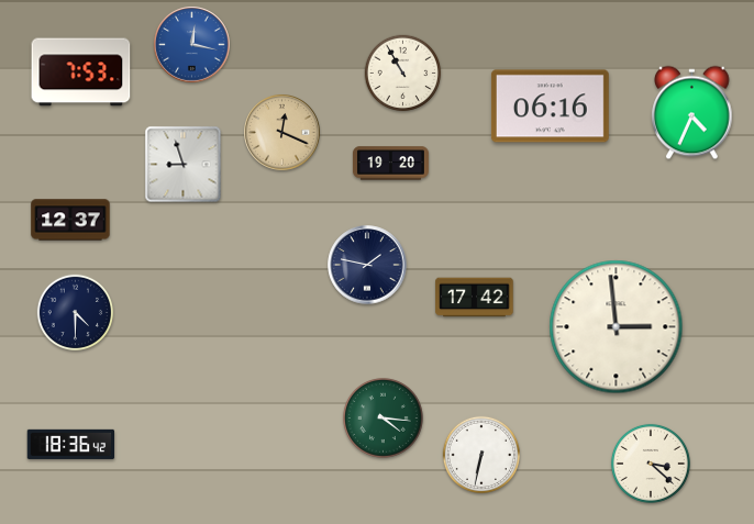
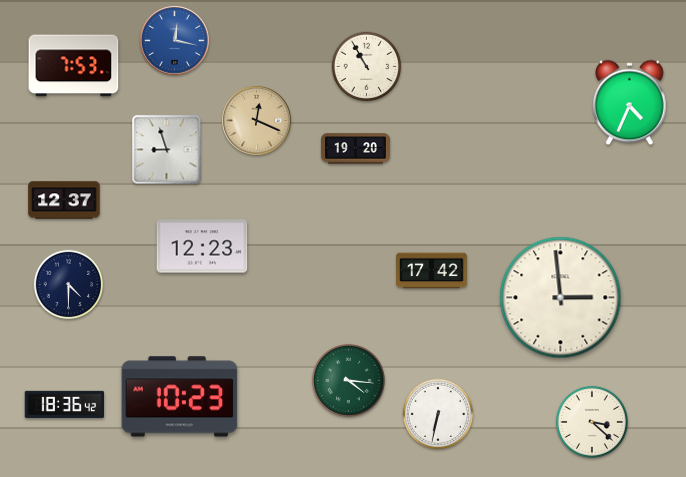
clock at (550, 107): 06:16 -> none
clock at (367, 265): 1:47 -> none
clock at (202, 246): none -> 12:23
clock at (180, 397): none -> 10:23
